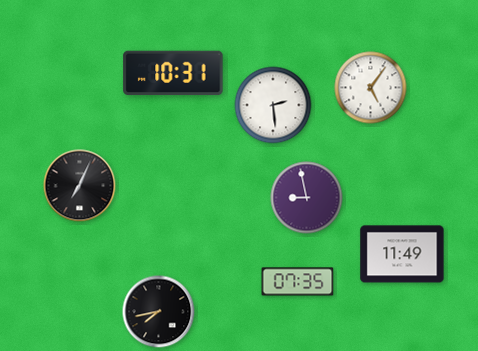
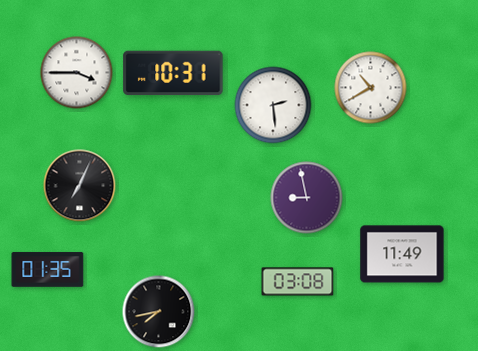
clock at (77, 73): none -> 3:45
clock at (371, 88): 5:06 -> 10:40
clock at (48, 270): none -> 01:35
clock at (298, 282): 07:35 -> 03:08
